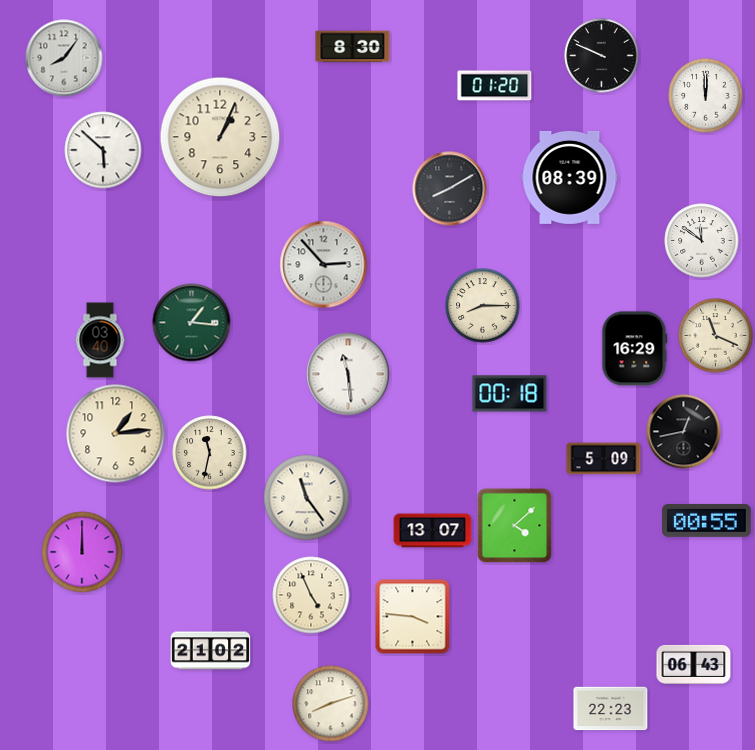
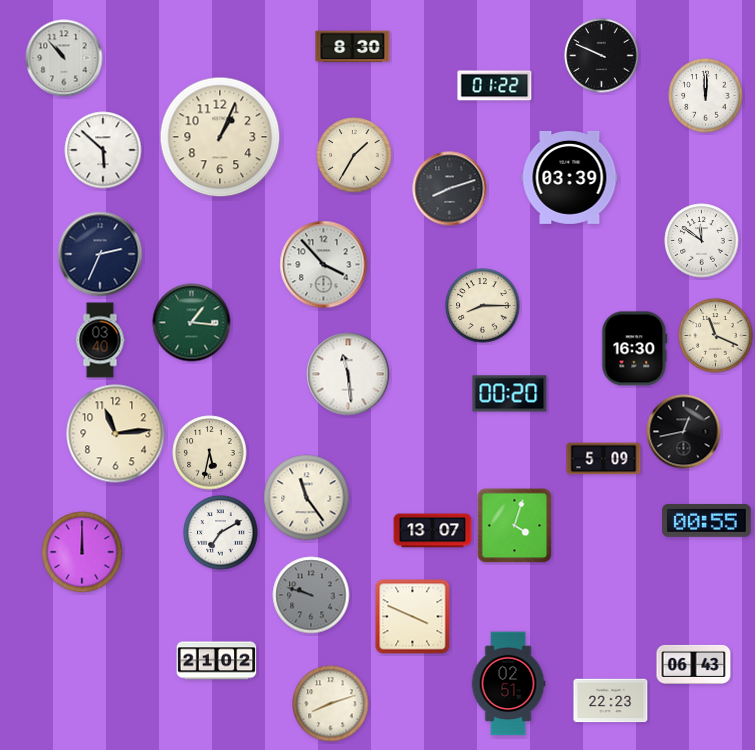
clock at (64, 58): 8:06 -> 10:53
clock at (495, 86): 01:20 -> 01:22
clock at (354, 155): none -> 1:35
clock at (570, 177): 08:39 -> 03:39
clock at (450, 189): 8:10 -> 8:12
clock at (100, 254): none -> 2:34
clock at (324, 265): 2:53 -> 3:53
clock at (635, 349): 16:29 -> 16:30
clock at (510, 394): 00:18 -> 00:20
clock at (116, 434): 1:14 -> 11:14
clock at (210, 453): 11:32 -> 5:32
clock at (515, 526): 4:08 -> 4:03
clock at (221, 533): none -> 7:10
clock at (311, 595): 4:56 -> 9:48
clock at (311, 595) dial: cream -> grey
clock at (413, 617): 3:46 -> 3:49
clock at (211, 651) position: (211, 651) -> (217, 661)
clock at (508, 684): none -> 02:51
clock at (611, 709) position: (611, 709) -> (611, 701)
